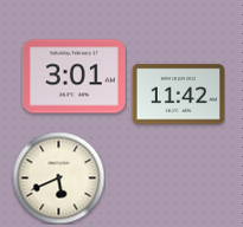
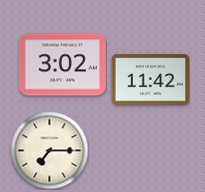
clock at (73, 77): 3:01 -> 3:02
clock at (58, 177): 5:41 -> 7:15
